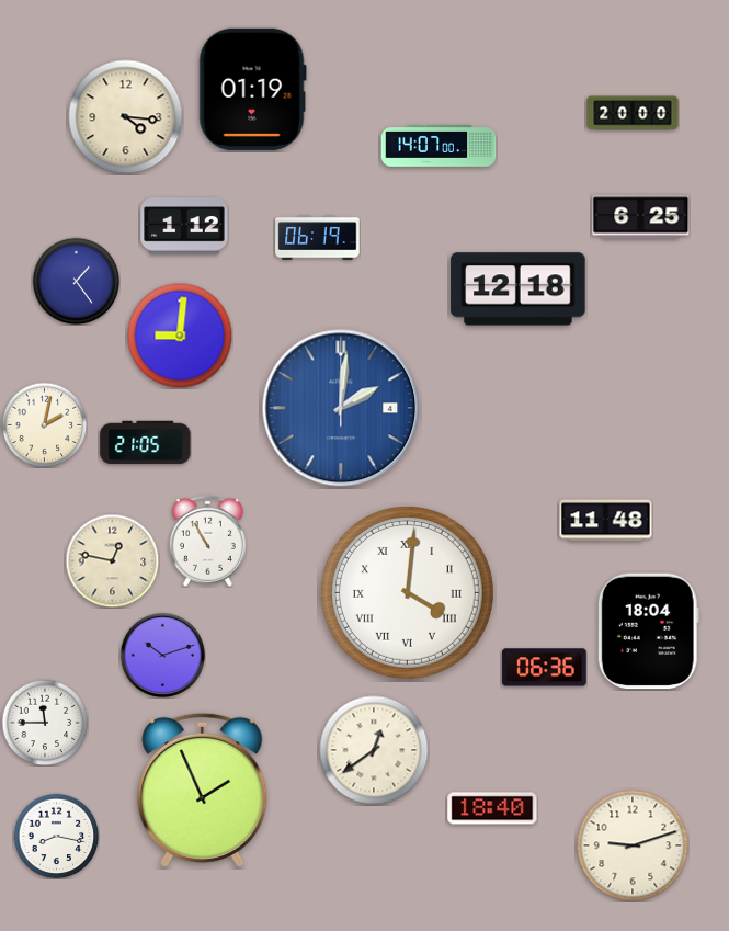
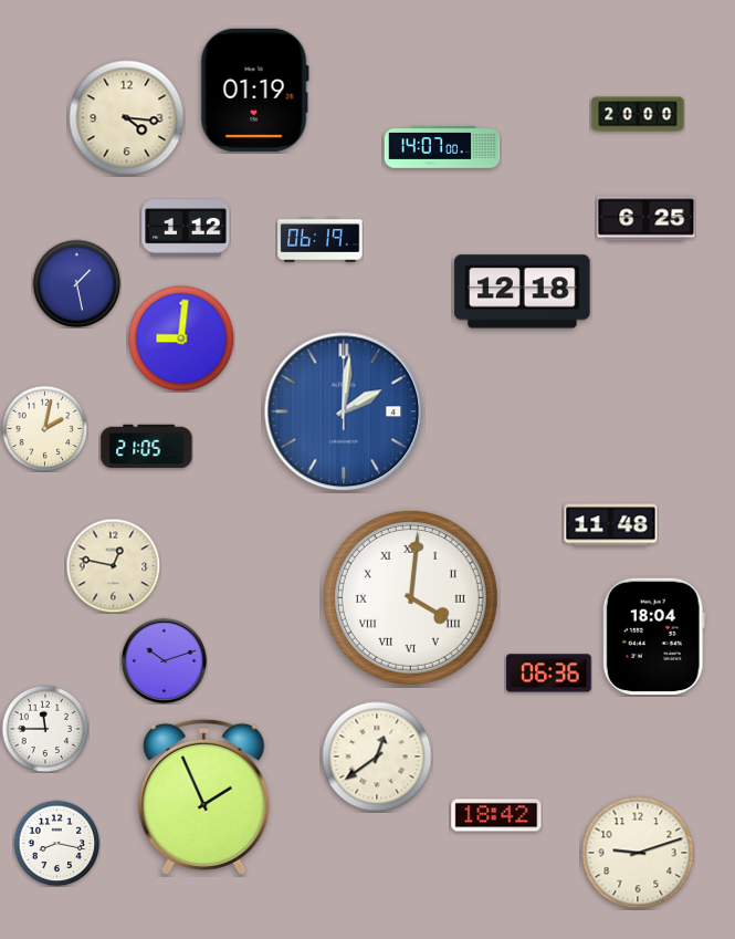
clock at (76, 281): 1:24 -> 1:28
clock at (207, 541): 10:55 -> none
clock at (492, 808): 18:40 -> 18:42
